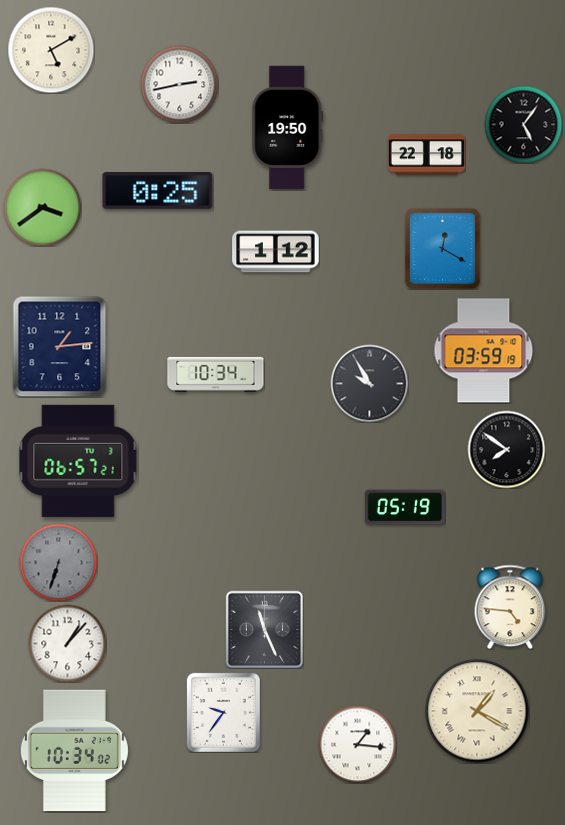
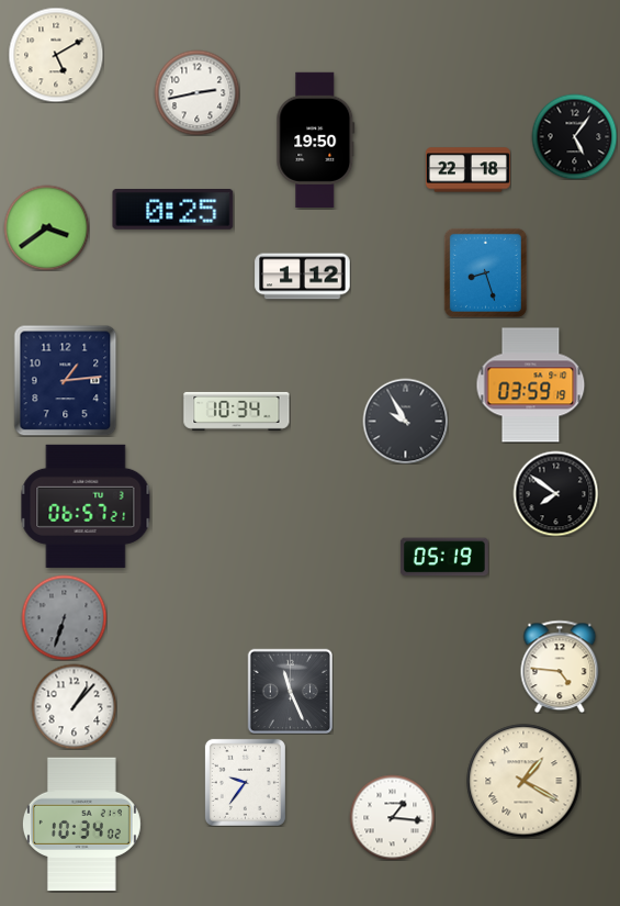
clock at (442, 248): 12:20 -> 8:27
